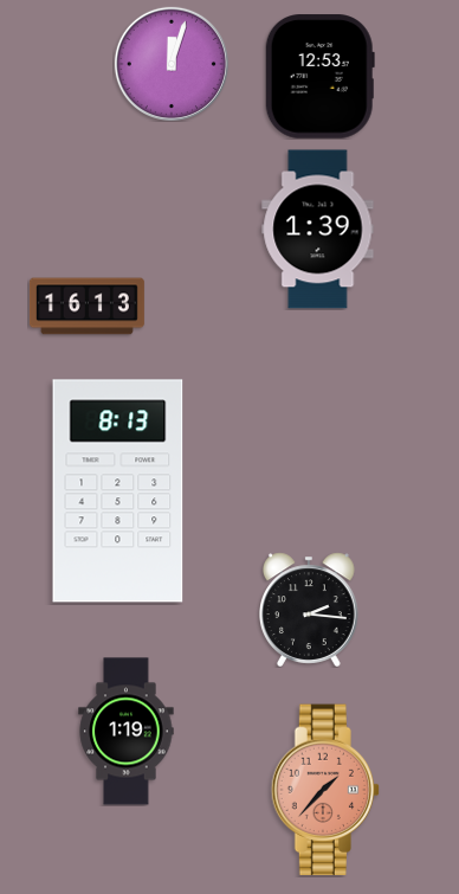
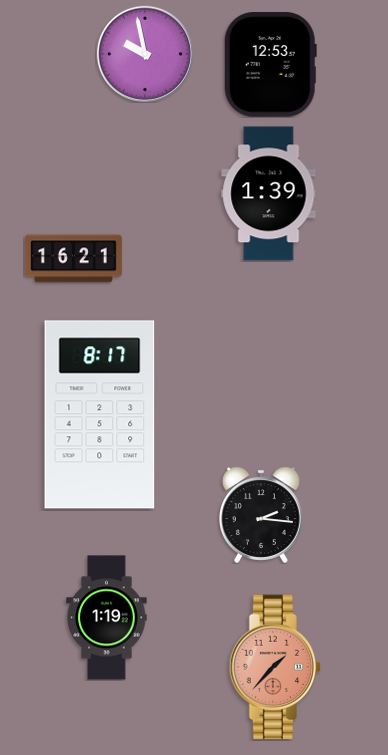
clock at (172, 64): 12:03 -> 9:58
clock at (86, 307): 16:13 -> 16:21
clock at (118, 491): 8:13 -> 8:17
